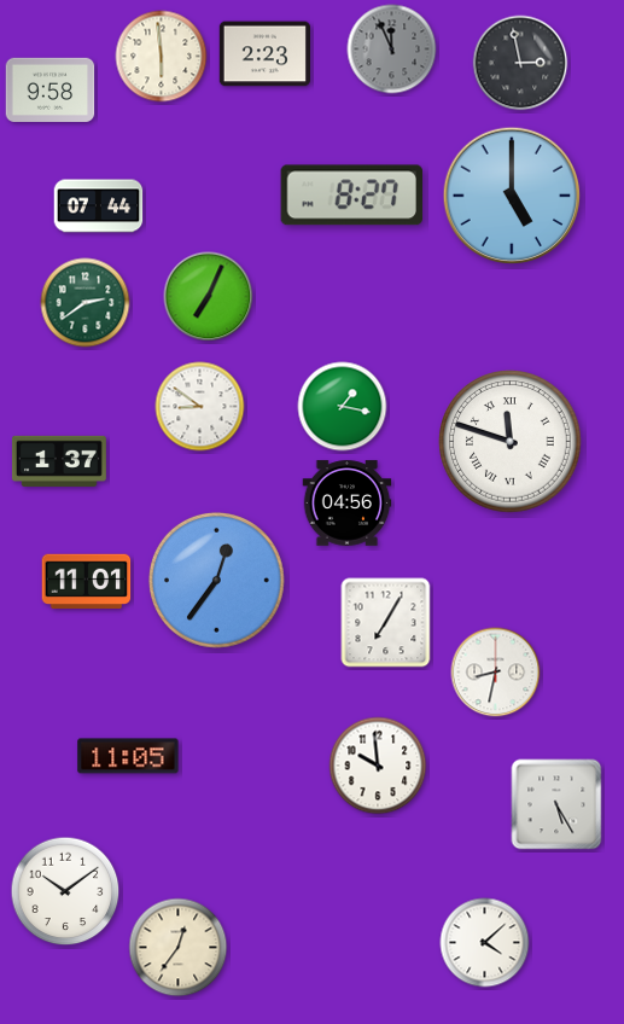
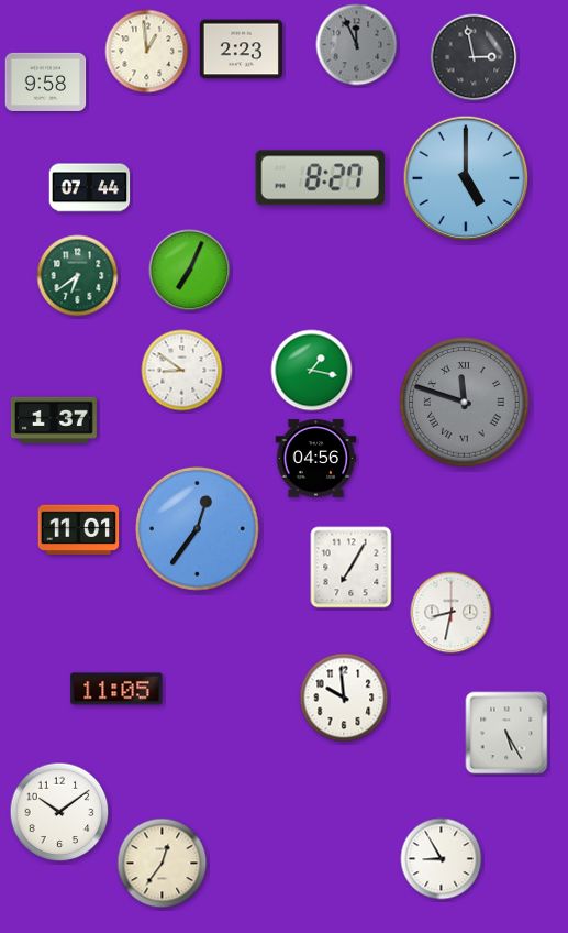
clock at (162, 57): 5:59 -> 12:59
clock at (86, 303): 2:39 -> 6:39
clock at (511, 442) dial: white -> grey
clock at (485, 943): 4:08 -> 8:55
